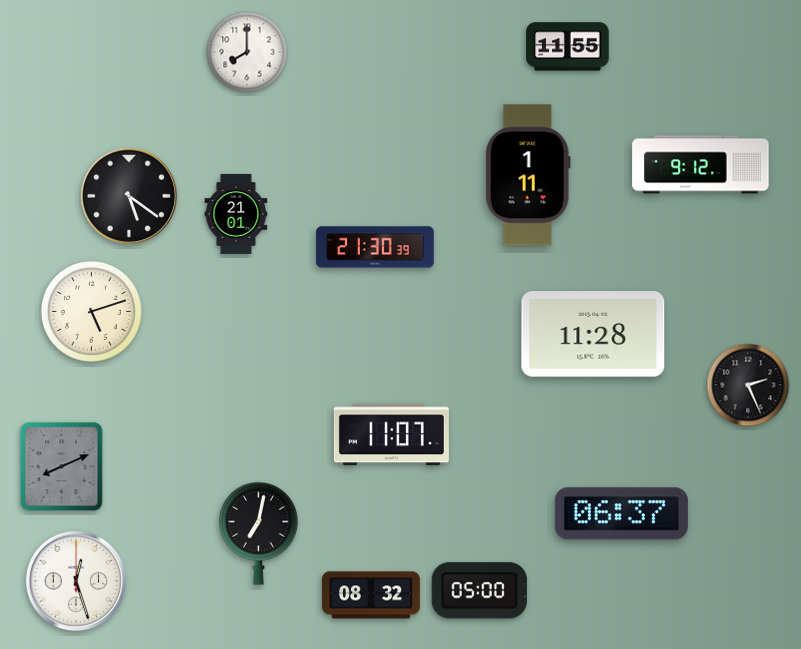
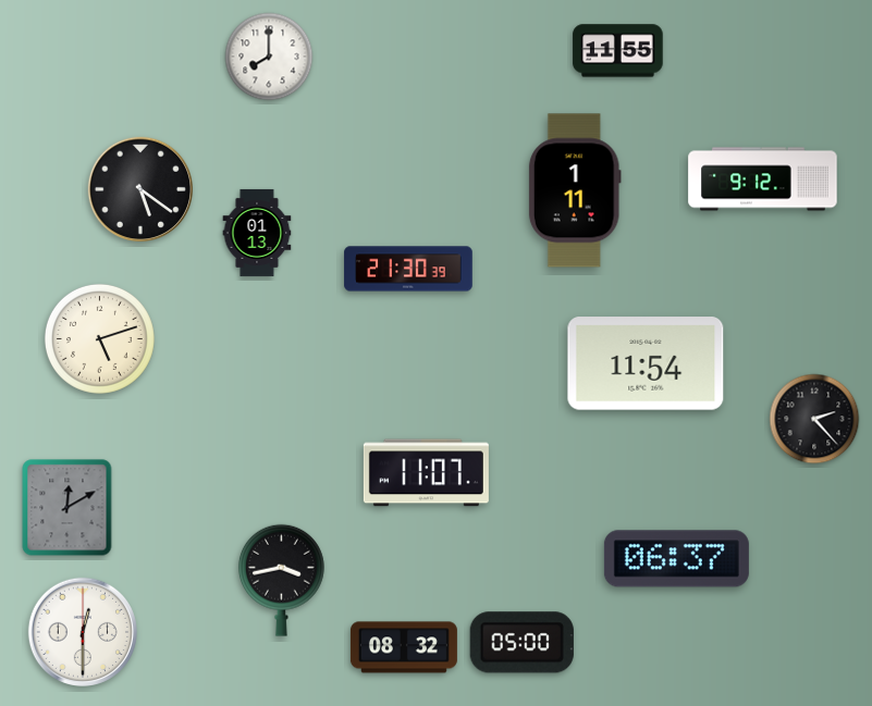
clock at (129, 196) position: (129, 196) -> (140, 189)
clock at (236, 214): 21:01 -> 01:13
clock at (593, 334): 11:28 -> 11:54
clock at (748, 385): 2:26 -> 2:23
clock at (62, 467): 8:11 -> 12:10
clock at (258, 533): 7:02 -> 3:43
clock at (76, 581): 12:27 -> 12:30
